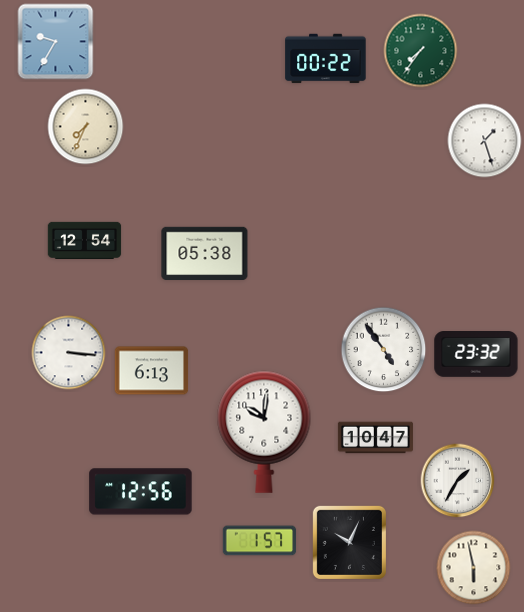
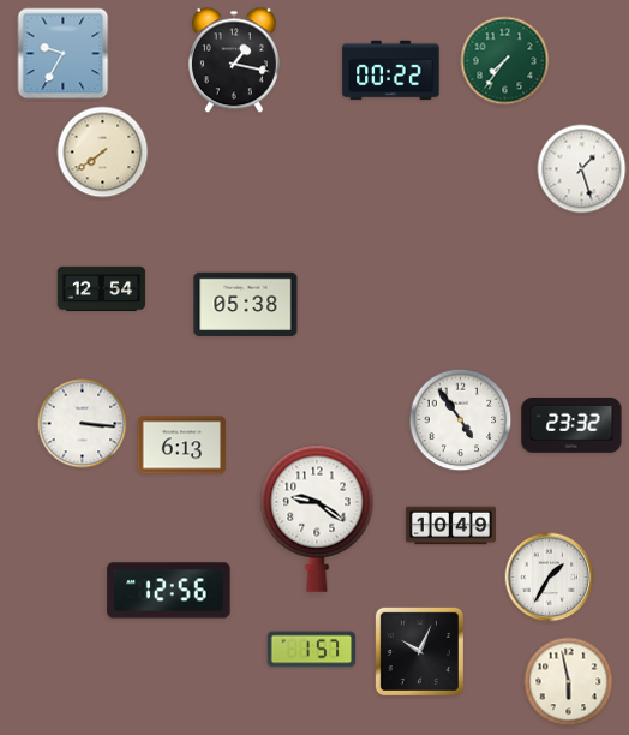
clock at (56, 42) position: (56, 42) -> (64, 54)
clock at (234, 60): none -> 1:17
clock at (86, 127): 7:34 -> 7:39
clock at (264, 432): 10:01 -> 9:21
clock at (375, 438): 10:47 -> 10:49
